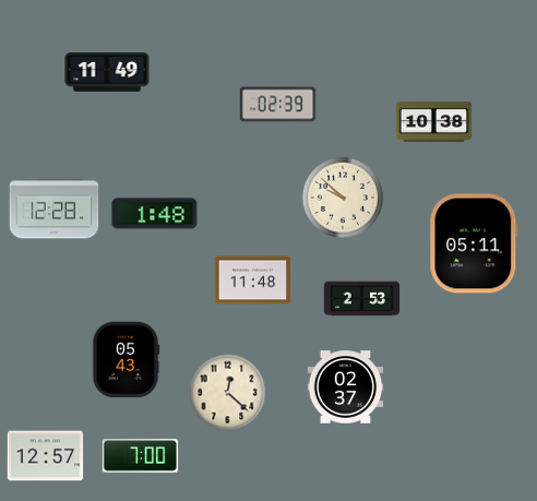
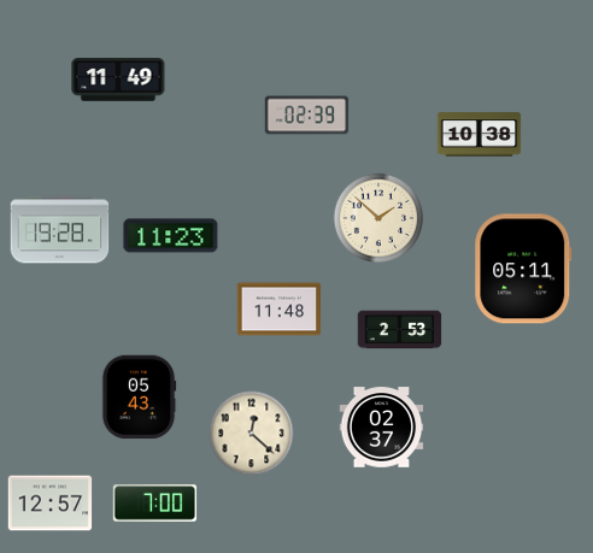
clock at (343, 198): 9:52 -> 1:52
clock at (55, 208): 12:28 -> 19:28
clock at (155, 214): 1:48 -> 11:23
